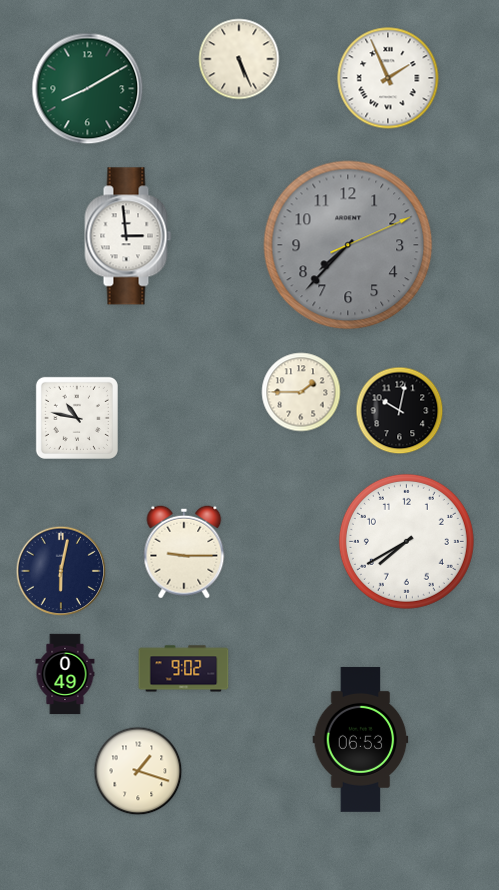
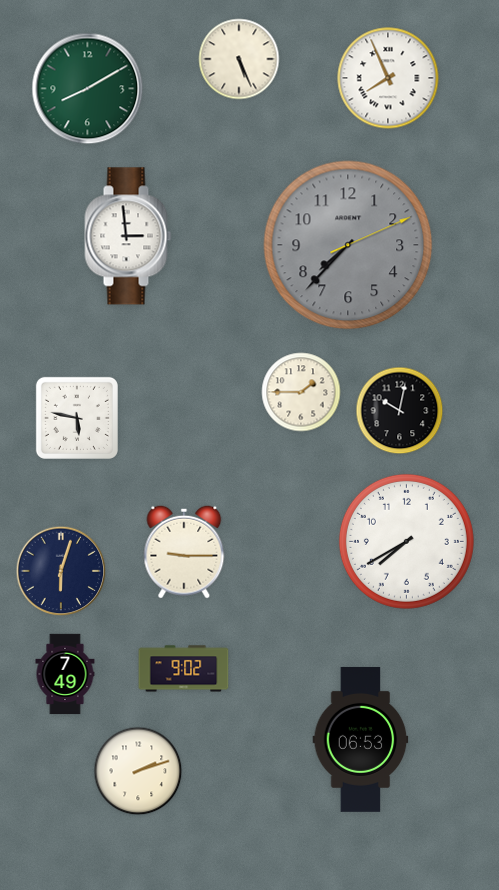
clock at (388, 78): 1:56 -> 7:56
clock at (77, 418): 10:47 -> 5:47
clock at (61, 571): 6:02 -> 6:03
clock at (65, 674): 0:49 -> 7:49
clock at (138, 771): 1:18 -> 2:12
